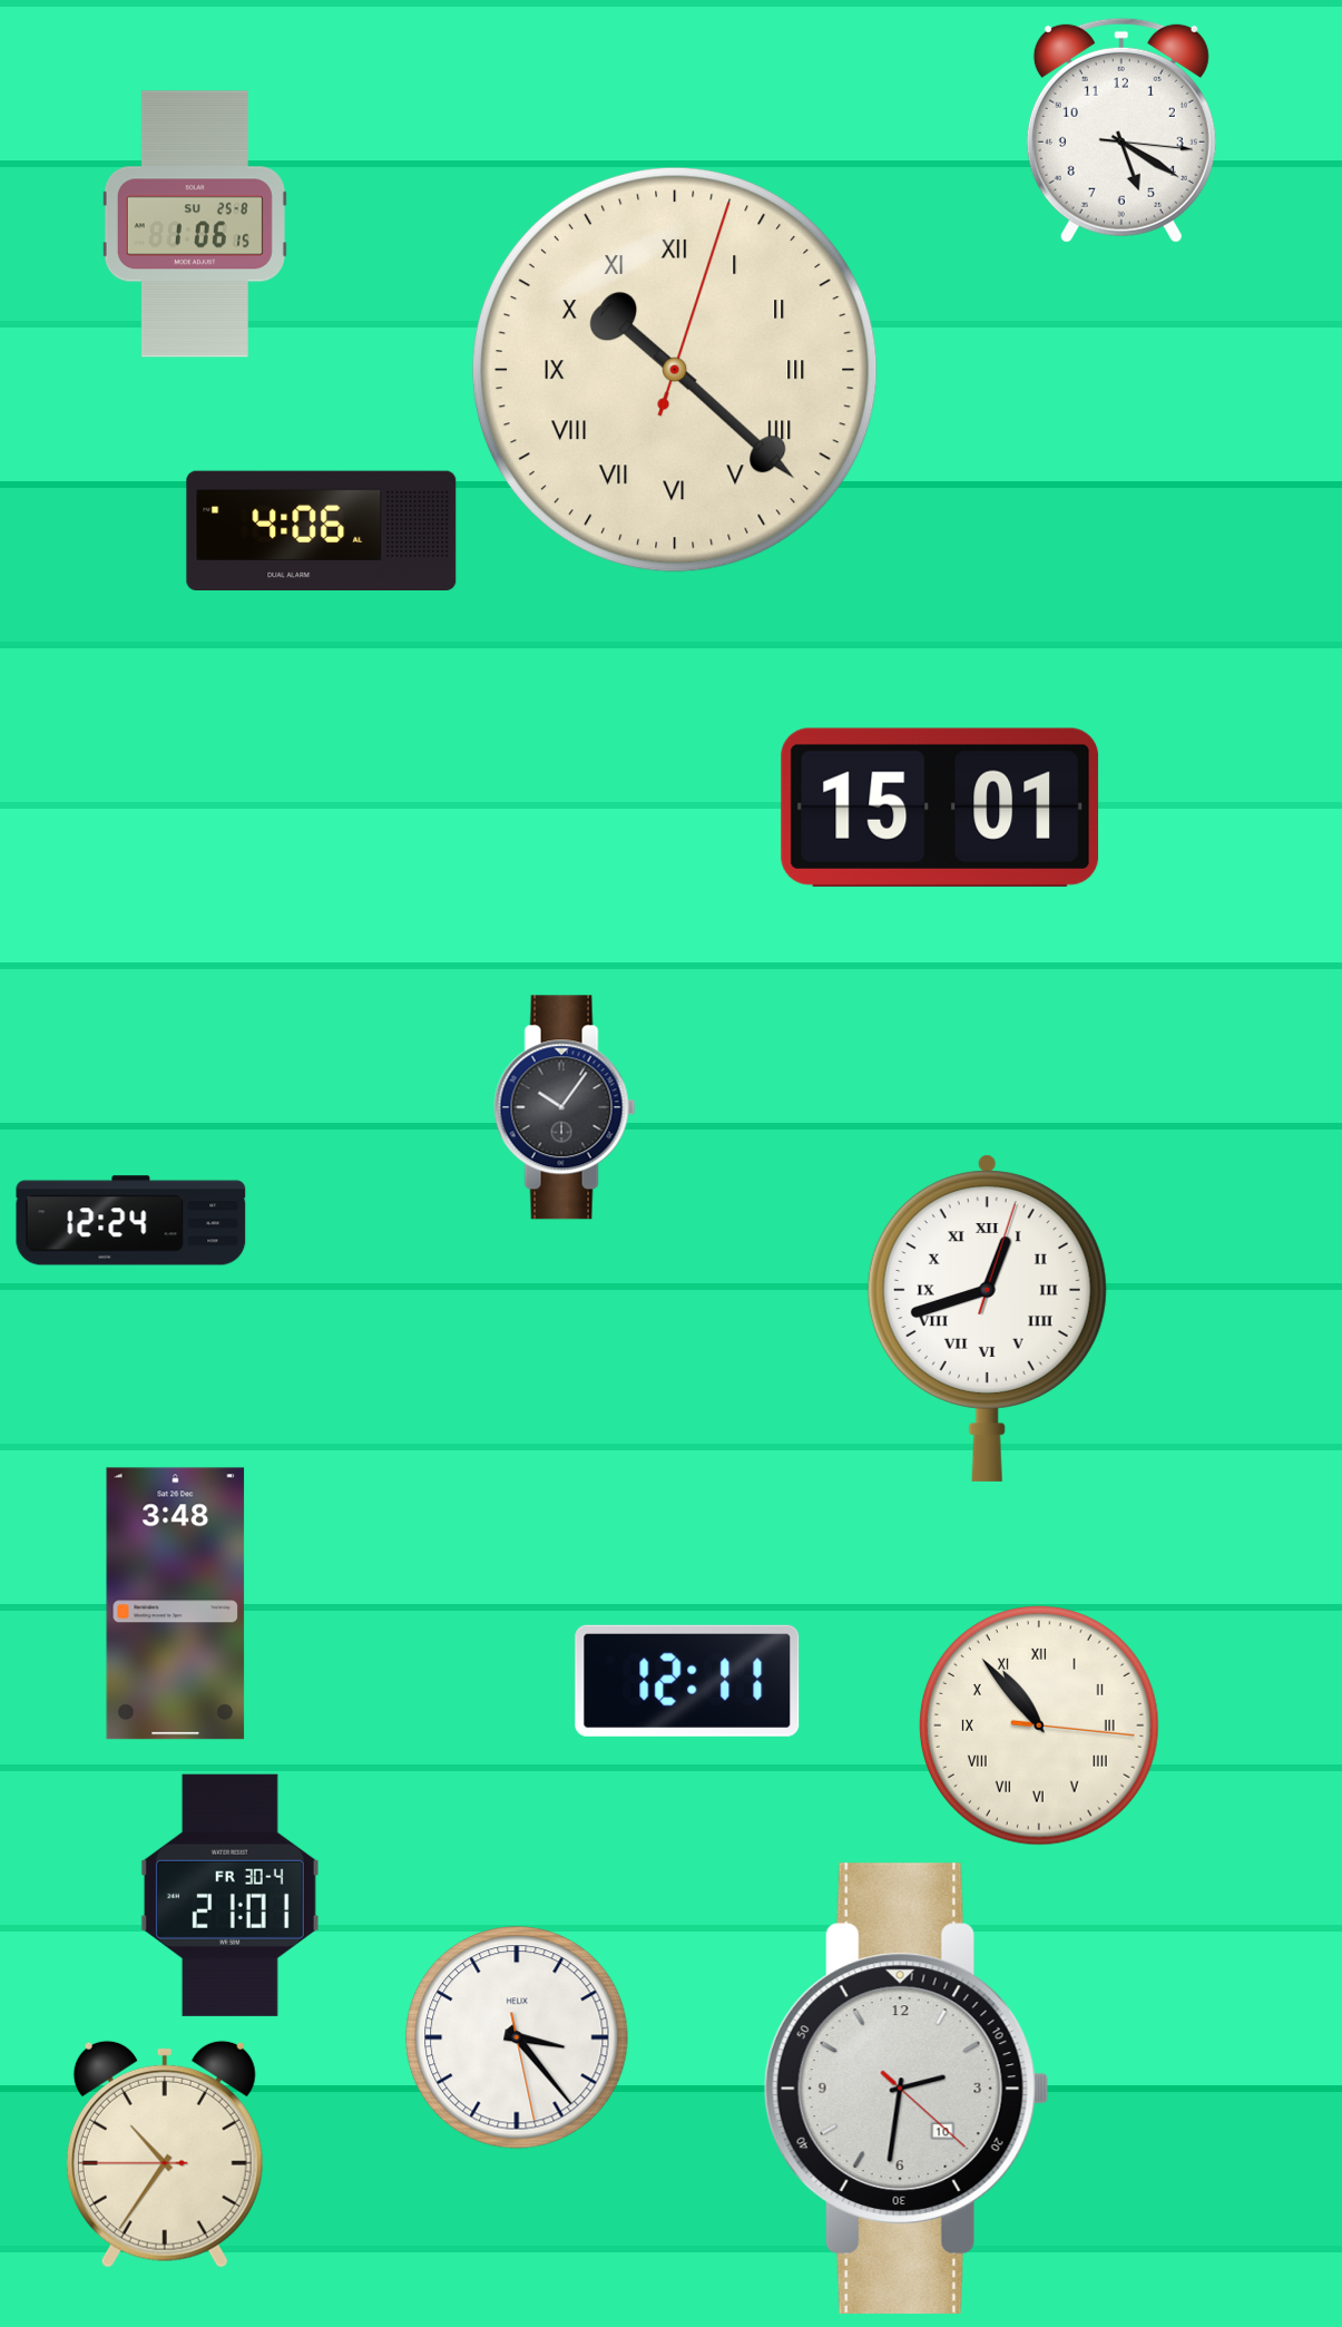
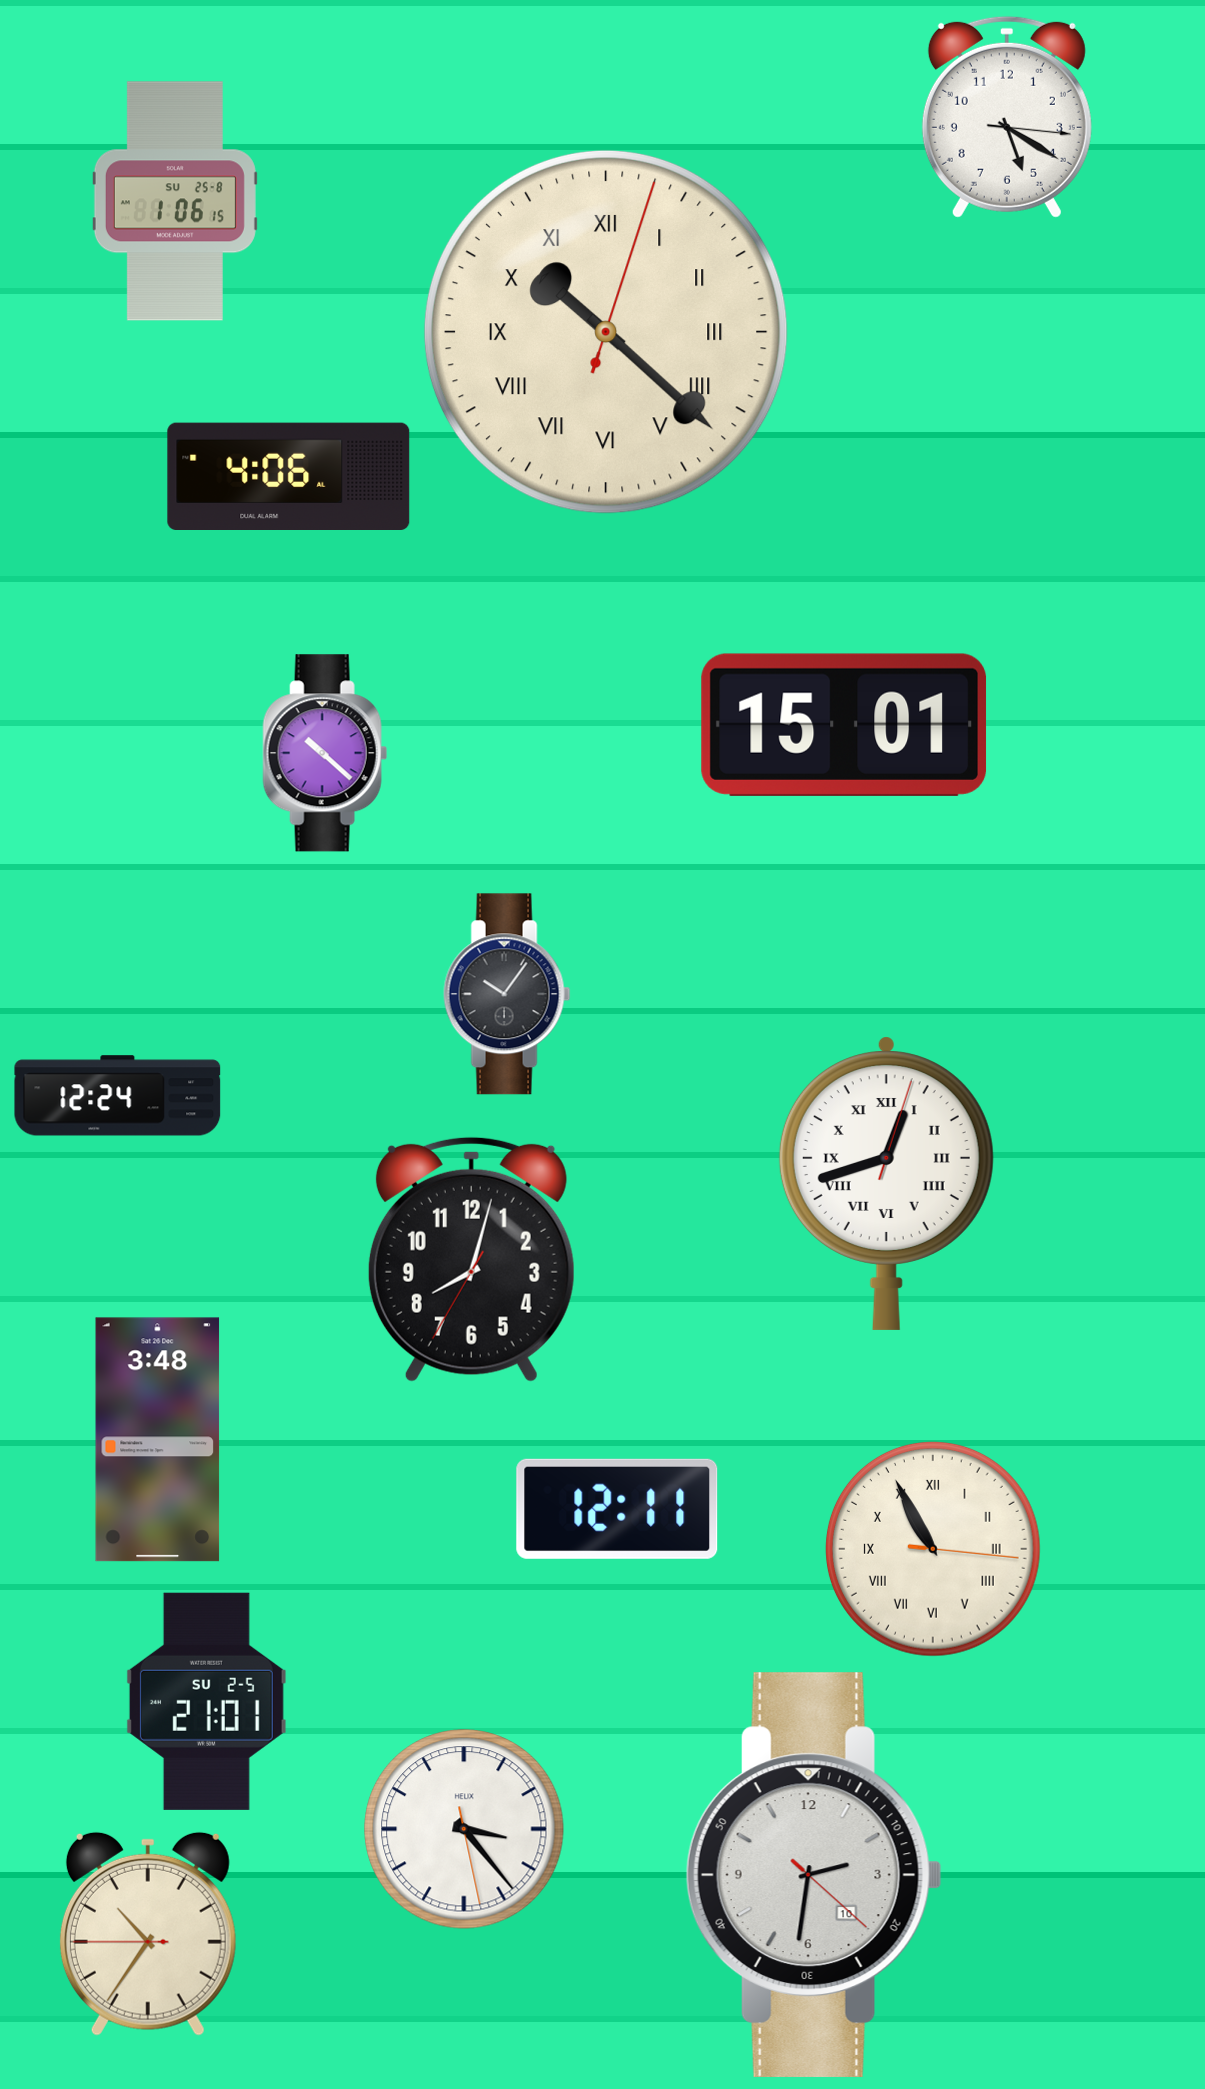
clock at (325, 753): none -> 10:22
clock at (471, 1259): none -> 8:02
clock at (1039, 1725): 10:53 -> 10:55
clock at (229, 1895) date: FR 30-4 -> SU 2-5
